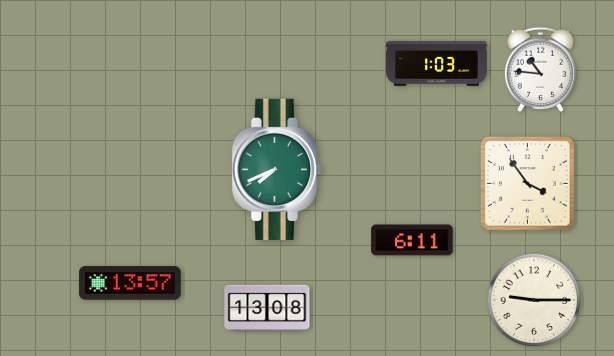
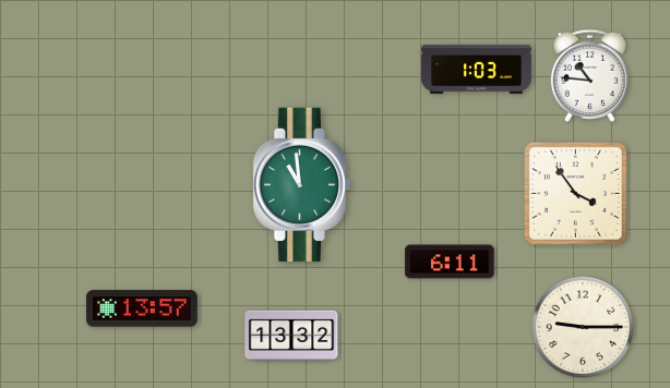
clock at (276, 169): 7:41 -> 10:59
clock at (528, 184) position: (528, 184) -> (576, 194)
clock at (267, 307): 13:08 -> 13:32
